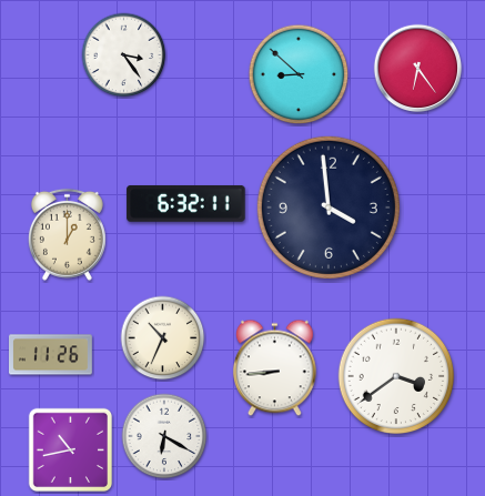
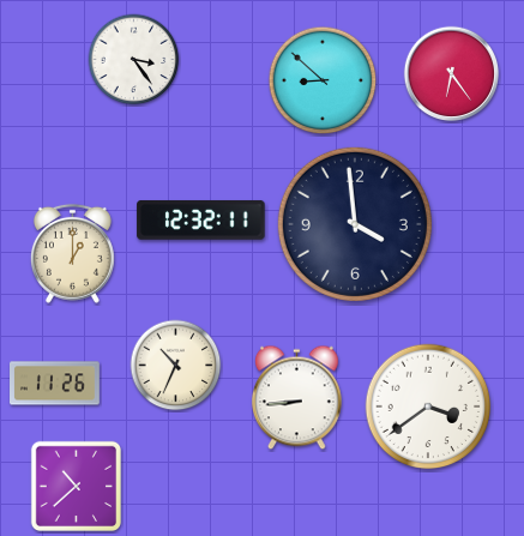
clock at (186, 204): 6:32 -> 12:32
clock at (164, 436): 6:20 -> none
clock at (70, 449): 10:43 -> 10:38
